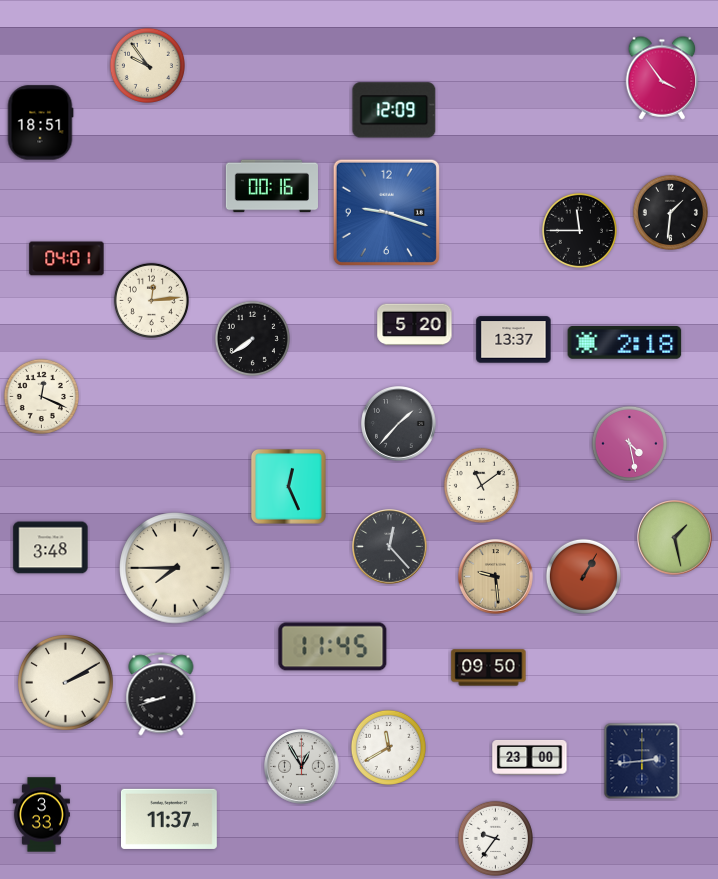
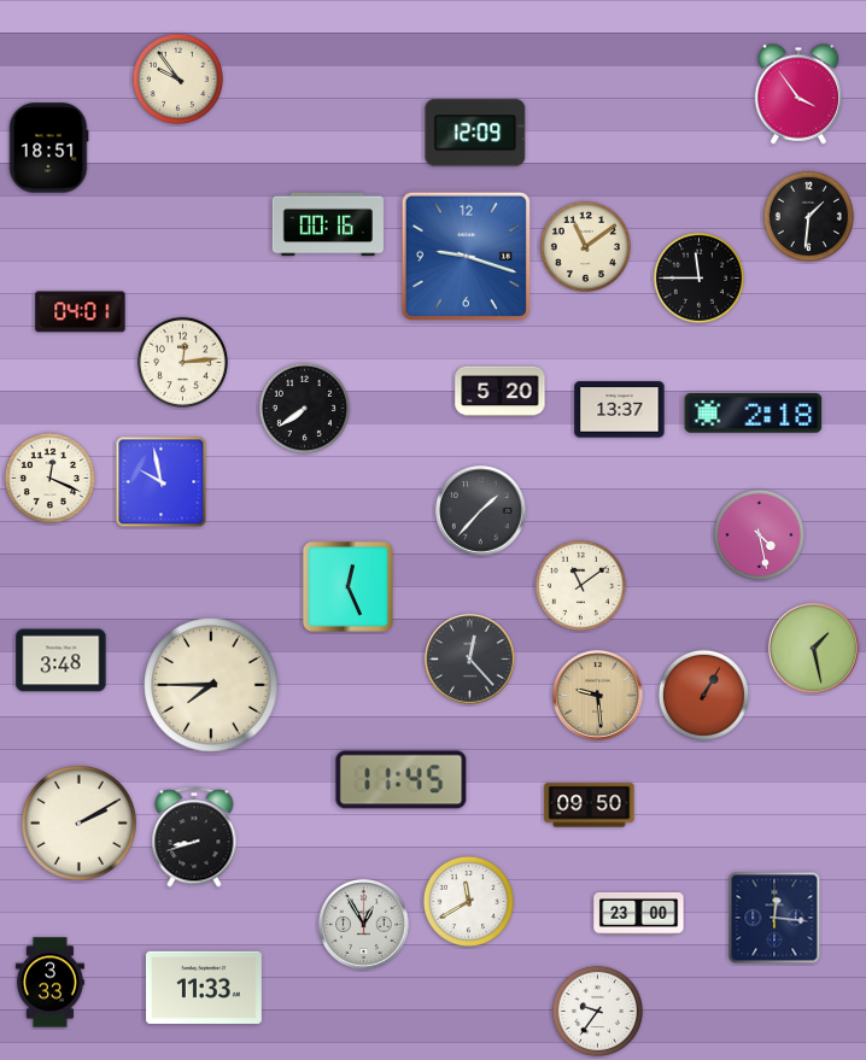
clock at (585, 246): none -> 11:09
clock at (670, 212) position: (670, 212) -> (808, 216)
clock at (162, 482): none -> 9:58
clock at (642, 761): 2:44 -> 12:16
clock at (169, 819): 11:37 -> 11:33
